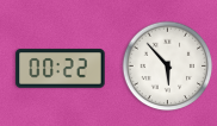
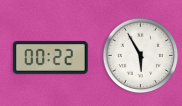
clock at (168, 67): 5:53 -> 5:55
